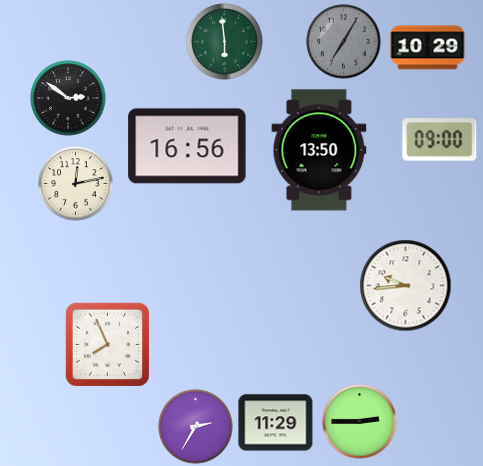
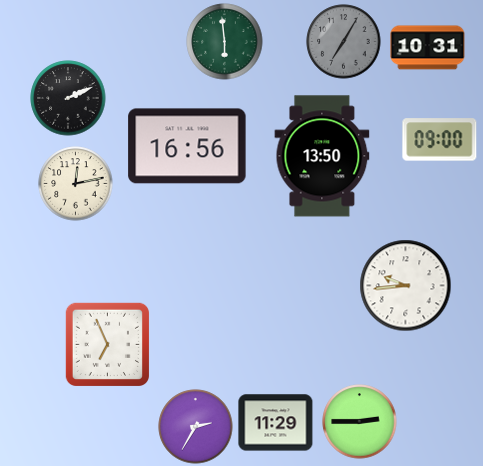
clock at (428, 48): 10:29 -> 10:31
clock at (68, 98): 2:51 -> 2:11
clock at (319, 150) position: (319, 150) -> (322, 156)
clock at (107, 344): 7:56 -> 6:56
